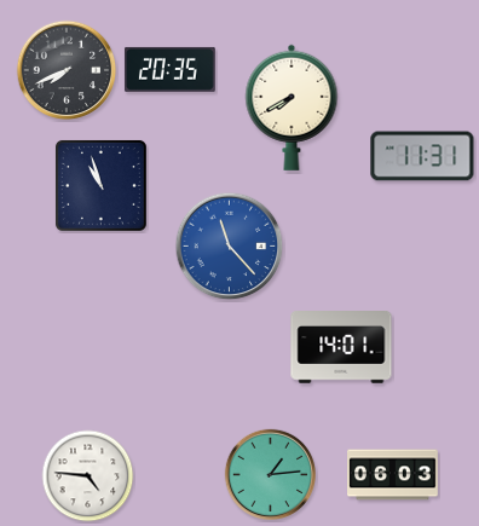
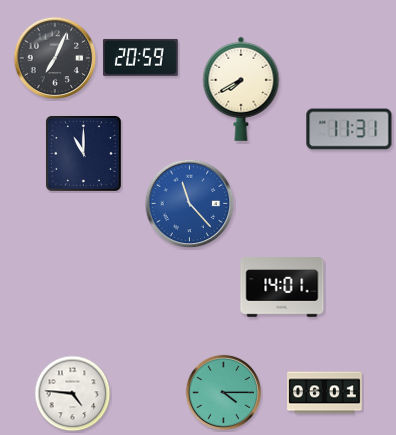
clock at (169, 69): 20:35 -> 20:59
clock at (67, 70): 7:41 -> 7:04
clock at (100, 185): 10:57 -> 11:00
clock at (270, 474): 1:14 -> 4:15
clock at (393, 475): 06:03 -> 06:01
